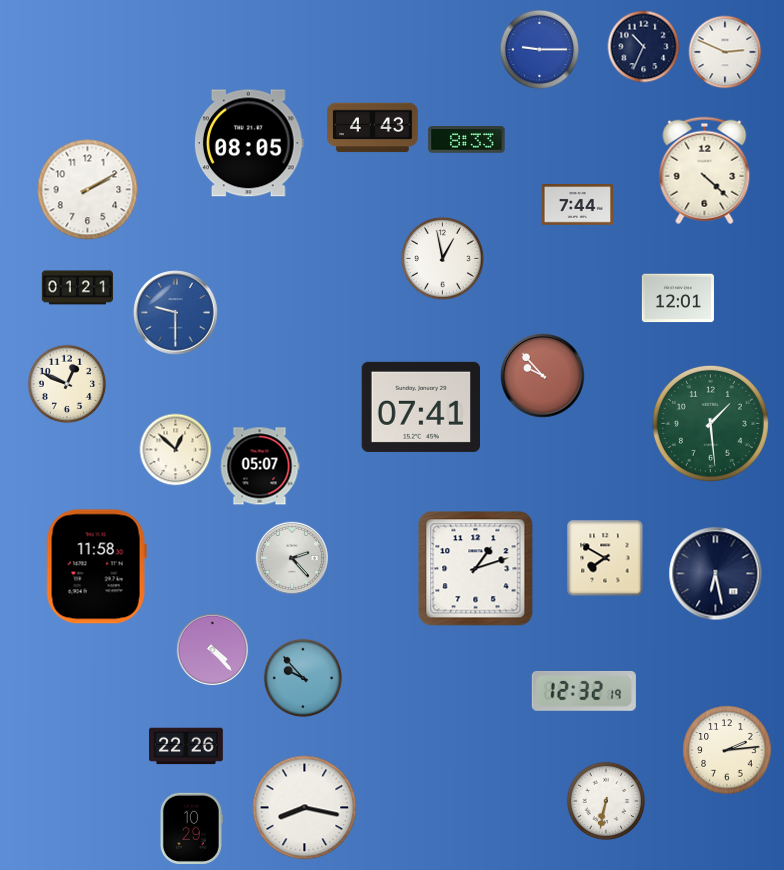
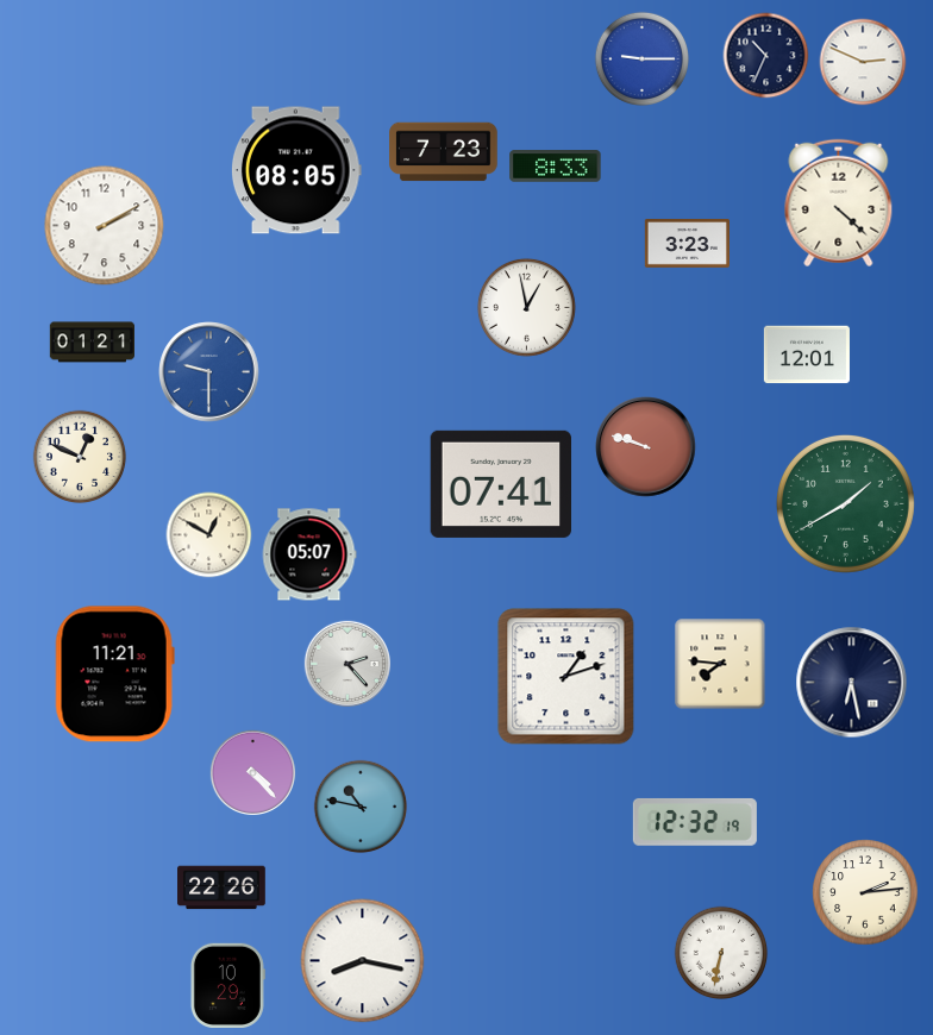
clock at (373, 128): 4:43 -> 7:23
clock at (577, 205): 7:44 -> 3:23
clock at (543, 376): 9:53 -> 9:48
clock at (710, 423): 1:29 -> 1:40
clock at (176, 450): 12:52 -> 12:50
clock at (605, 558): 7:50 -> 7:46
clock at (96, 567): 11:58 -> 11:21
clock at (303, 678): 9:53 -> 10:47
